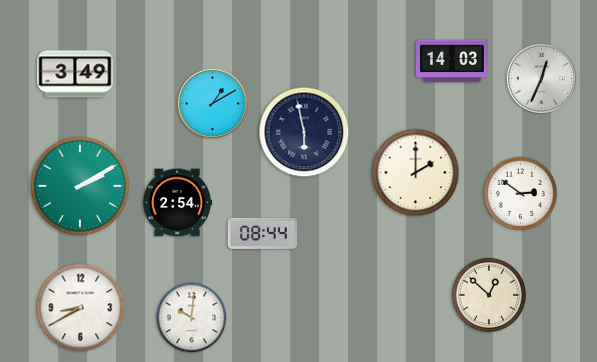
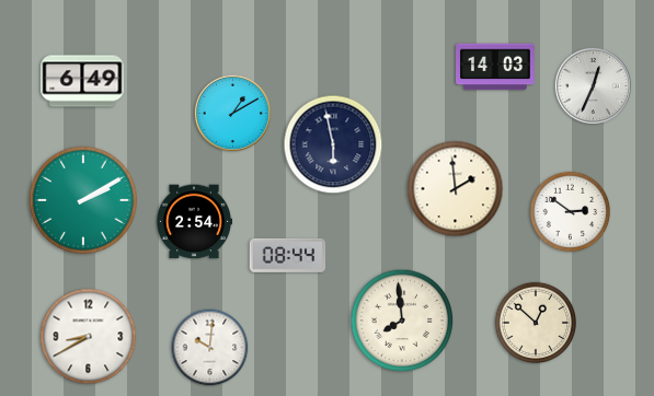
clock at (75, 74): 3:49 -> 6:49
clock at (416, 173): 2:00 -> 1:59
clock at (80, 186) position: (80, 186) -> (83, 200)
clock at (402, 321): none -> 7:59
